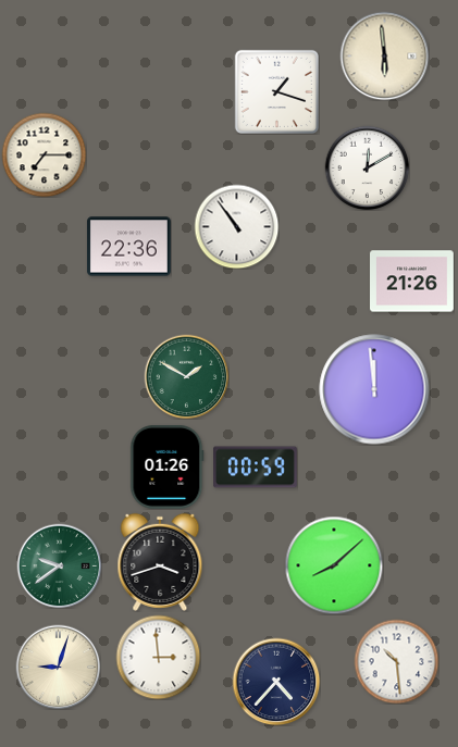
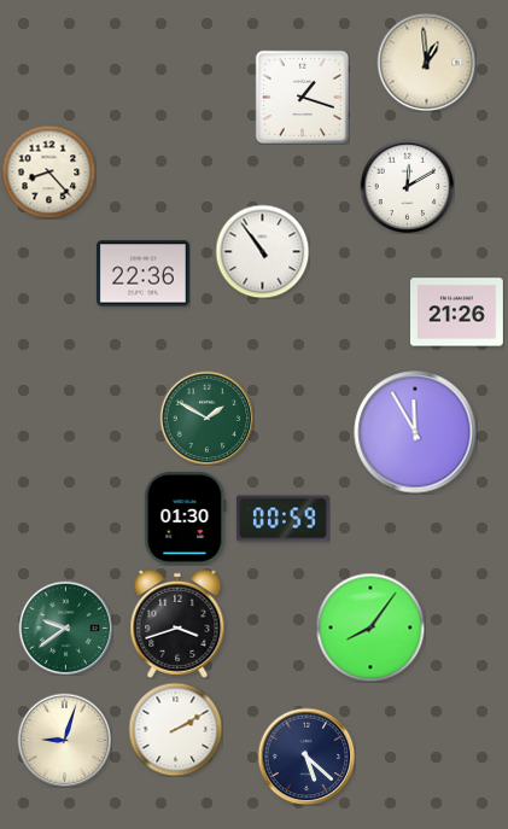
clock at (384, 55): 5:59 -> 12:59
clock at (276, 91) position: (276, 91) -> (302, 97)
clock at (44, 154): 7:15 -> 8:23
clock at (374, 389): 11:59 -> 11:55
clock at (168, 466): 01:26 -> 01:30
clock at (334, 565): 8:08 -> 8:06
clock at (158, 657): 2:59 -> 2:10
clock at (396, 661): 10:29 -> none
clock at (276, 682): 4:37 -> 5:22
